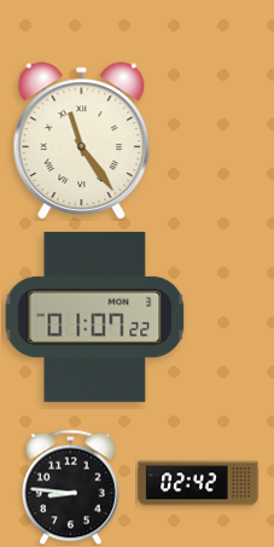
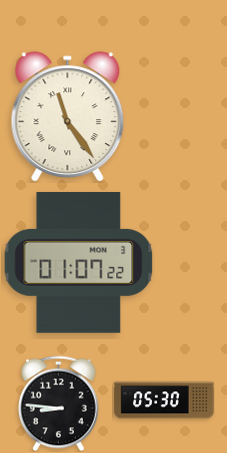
clock at (198, 483): 02:42 -> 05:30
